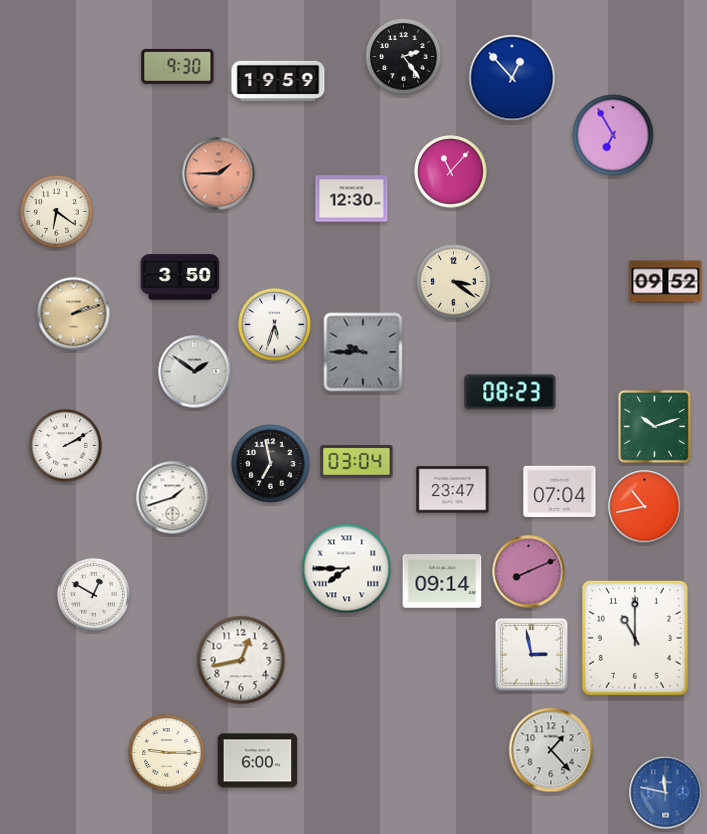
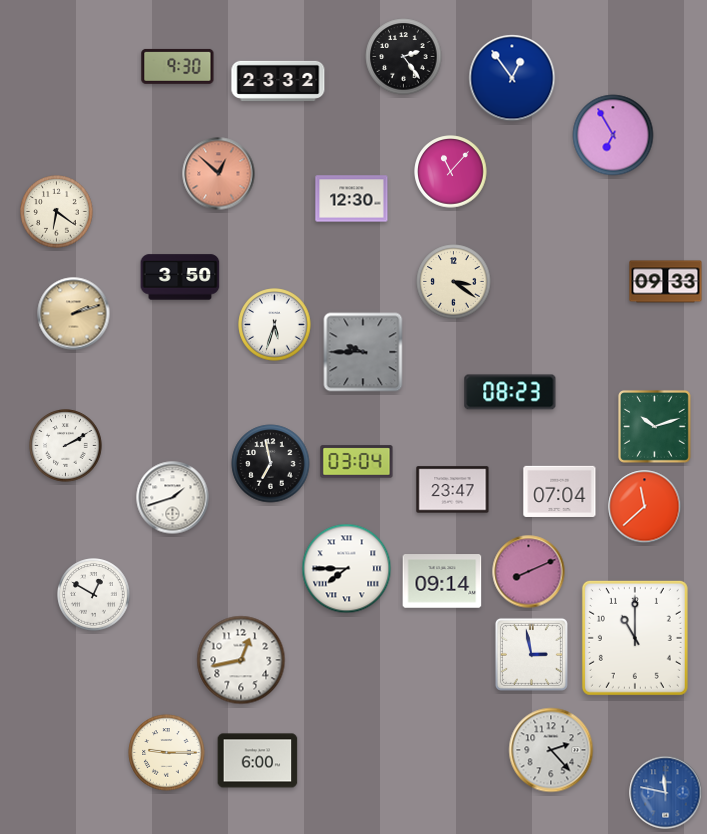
clock at (512, 78): 12:53 -> 12:54
clock at (278, 81): 19:59 -> 23:32
clock at (219, 174): 1:45 -> 12:52
clock at (666, 282): 09:52 -> 09:33
clock at (195, 372): 1:51 -> none
clock at (645, 507): 10:43 -> 11:38
clock at (551, 750): 1:23 -> 2:23
